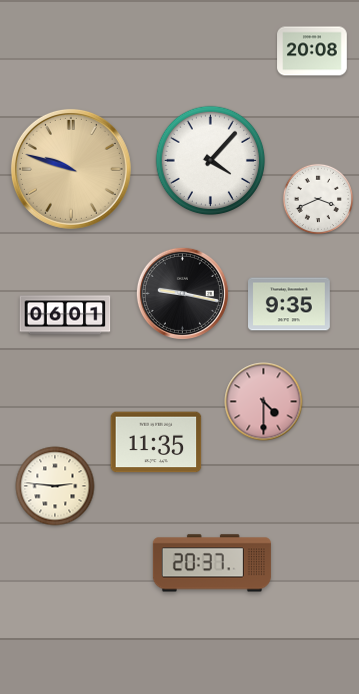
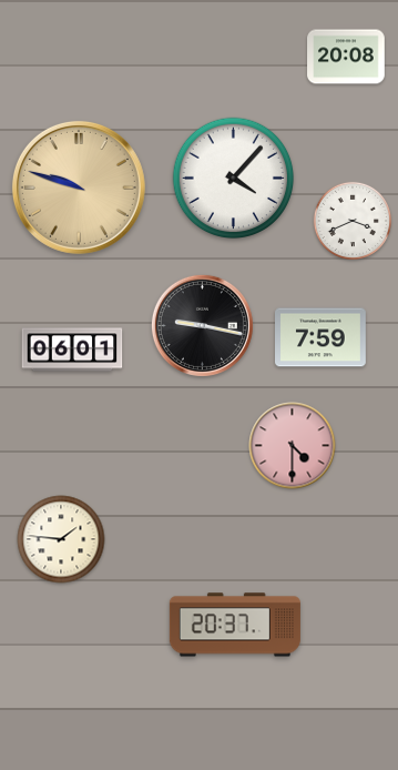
clock at (290, 304): 9:35 -> 7:59
clock at (156, 442): 11:35 -> none
clock at (55, 486): 2:46 -> 1:46
